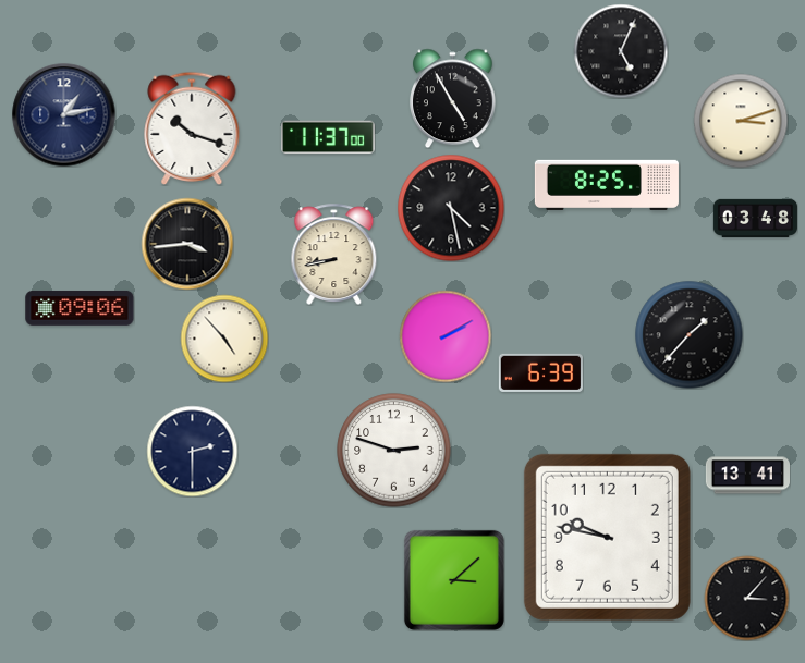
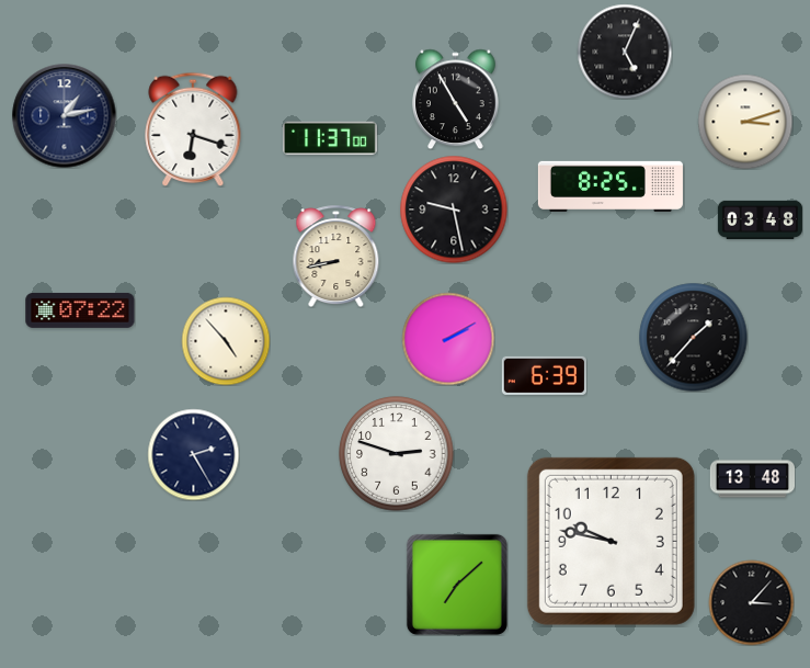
clock at (192, 128): 10:18 -> 6:18
clock at (451, 208): 4:28 -> 9:28
clock at (187, 244): 3:44 -> none
clock at (80, 308): 09:06 -> 07:22
clock at (192, 451): 2:30 -> 2:25
clock at (747, 476): 13:41 -> 13:48
clock at (454, 580): 3:08 -> 7:08
